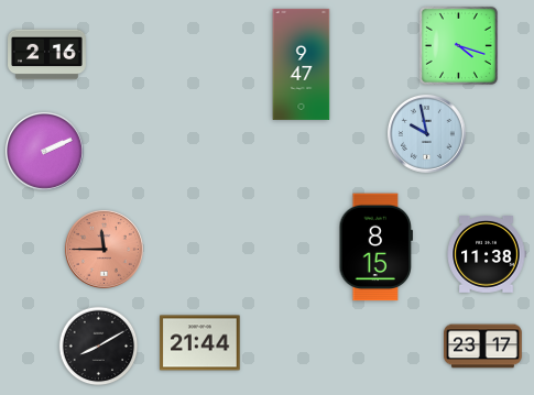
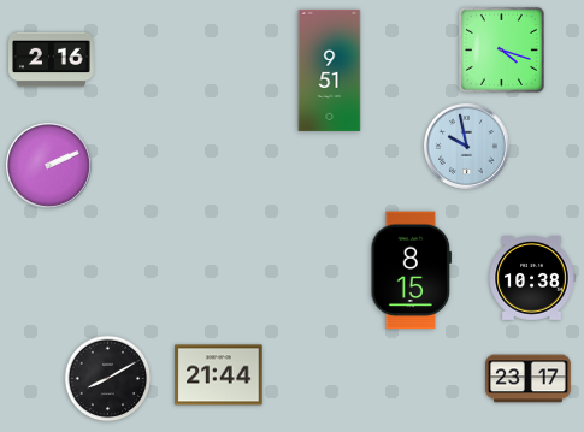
clock at (302, 64): 9:47 -> 9:51
clock at (105, 250): 11:45 -> none
clock at (487, 255): 11:38 -> 10:38
